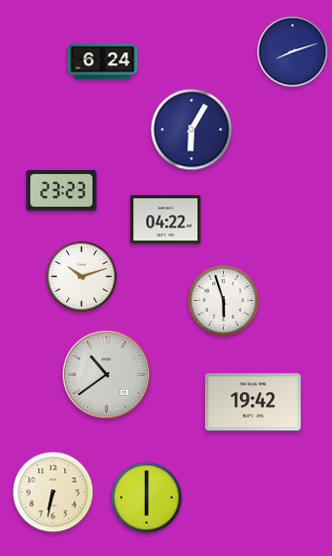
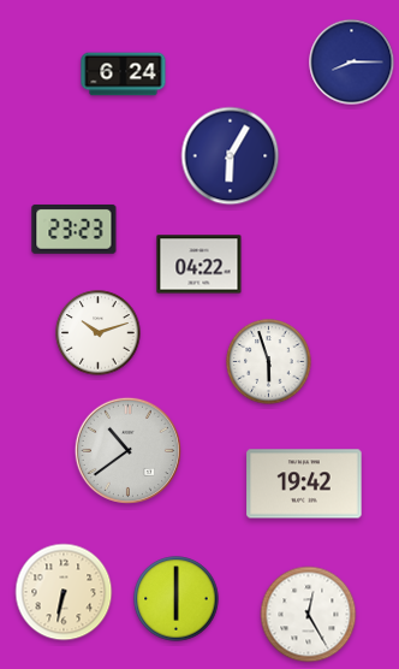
clock at (293, 52): 8:12 -> 8:15
clock at (309, 615): none -> 12:25
